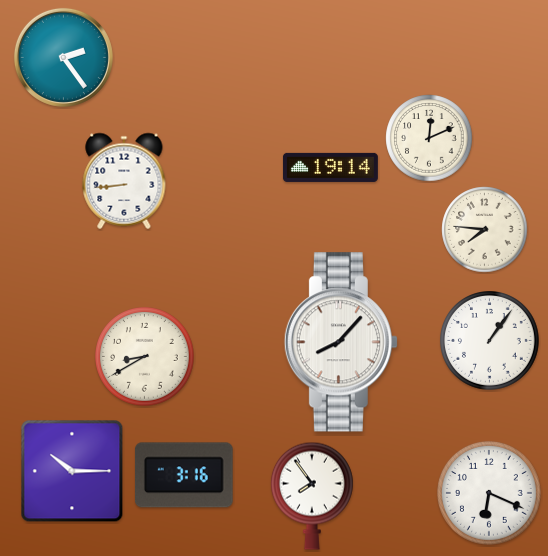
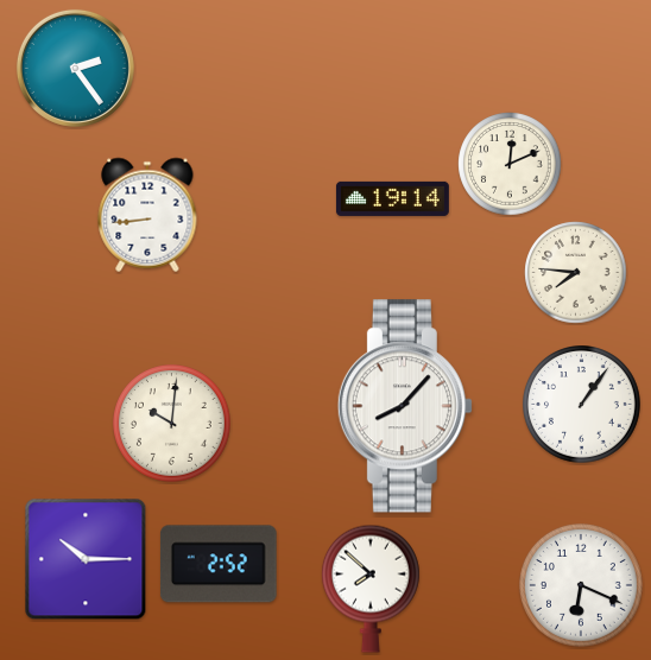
clock at (145, 357): 8:40 -> 10:01
clock at (184, 475): 3:16 -> 2:52
clock at (312, 496): 7:54 -> 7:52
